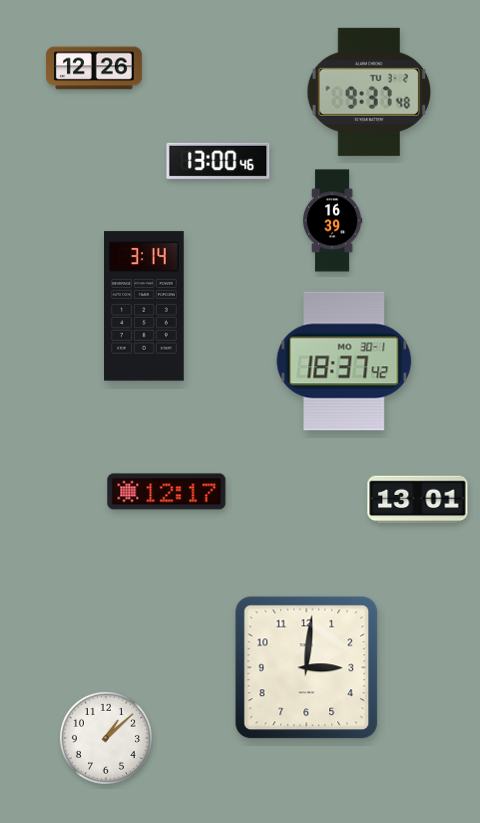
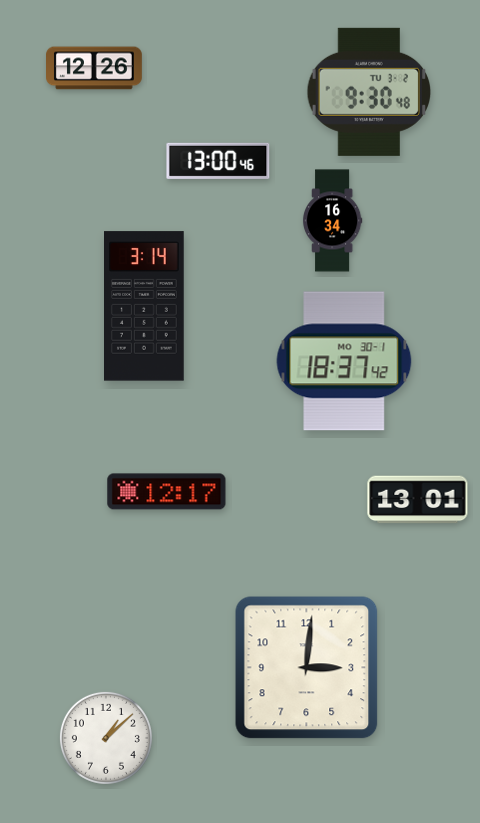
clock at (369, 92): 9:37 -> 9:30
clock at (332, 221): 16:39 -> 16:34
